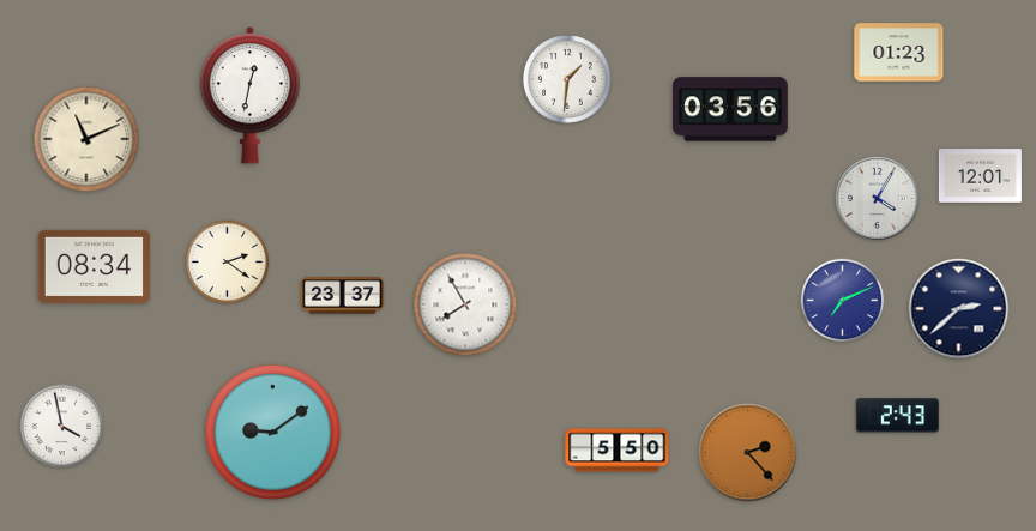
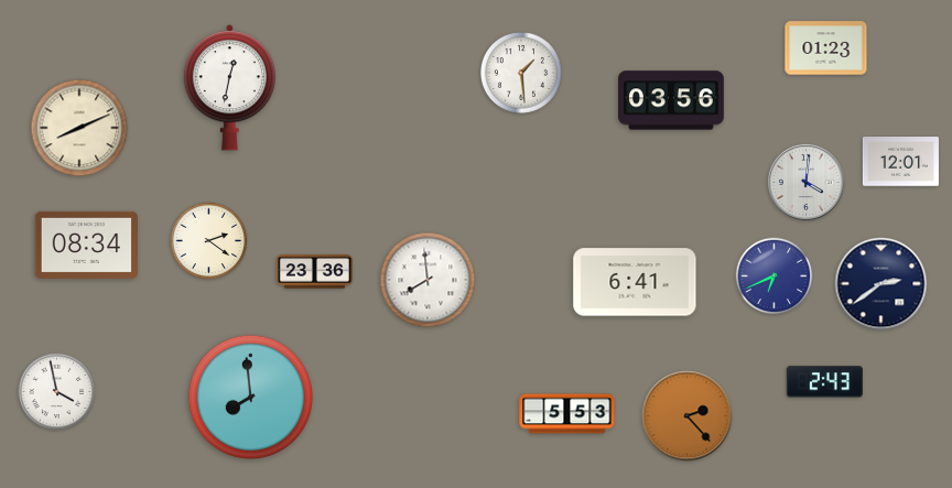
clock at (567, 79): 1:31 -> 1:29
clock at (86, 139): 11:11 -> 8:11
clock at (877, 198): 4:05 -> 4:01
clock at (342, 296): 23:37 -> 23:36
clock at (843, 301): 7:11 -> 6:41
clock at (465, 304): 7:55 -> 7:59
clock at (635, 282): none -> 6:41
clock at (959, 309): 2:38 -> 2:39
clock at (272, 432): 9:09 -> 7:59
clock at (618, 451): 5:50 -> 5:53
